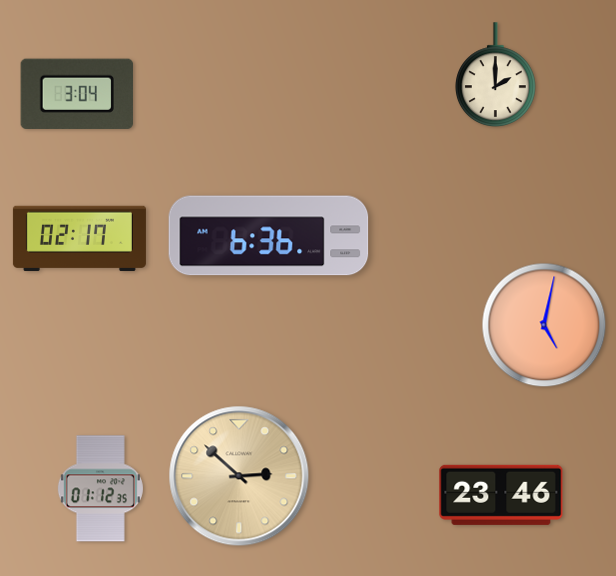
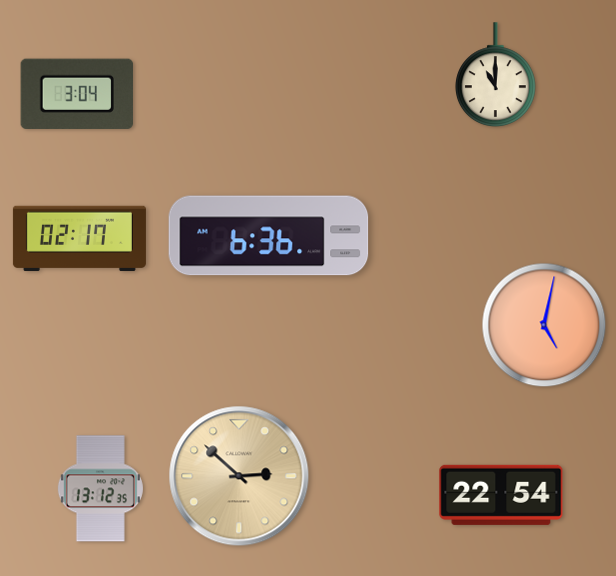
clock at (496, 74): 2:00 -> 11:00
clock at (100, 489): 01:12 -> 13:12
clock at (501, 495): 23:46 -> 22:54
